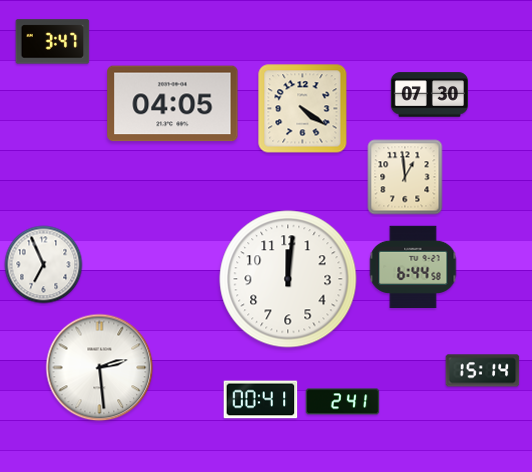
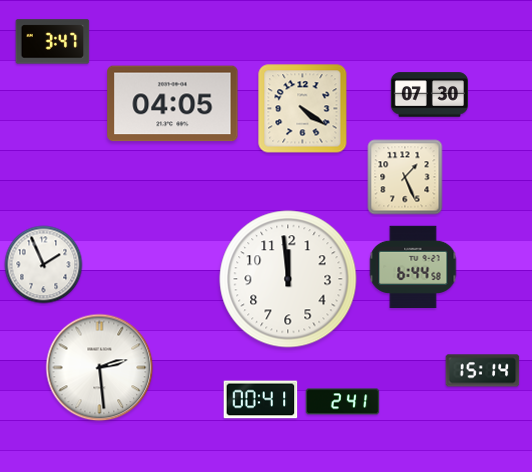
clock at (405, 177): 12:59 -> 1:26
clock at (44, 265): 6:56 -> 1:56
clock at (288, 279): 12:01 -> 11:59
